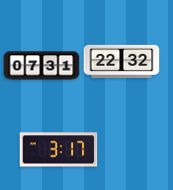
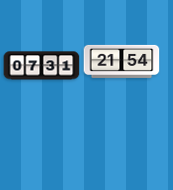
clock at (122, 61): 22:32 -> 21:54
clock at (59, 150): 3:17 -> none
